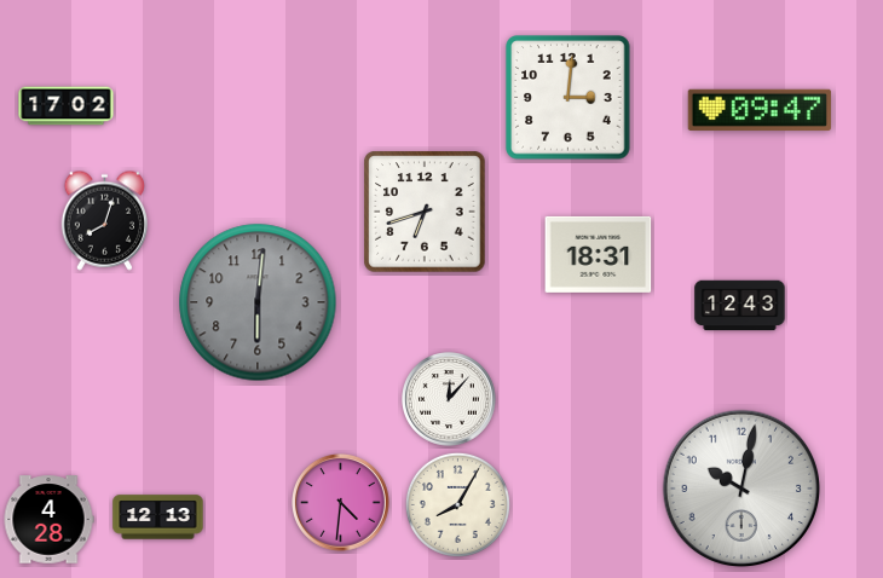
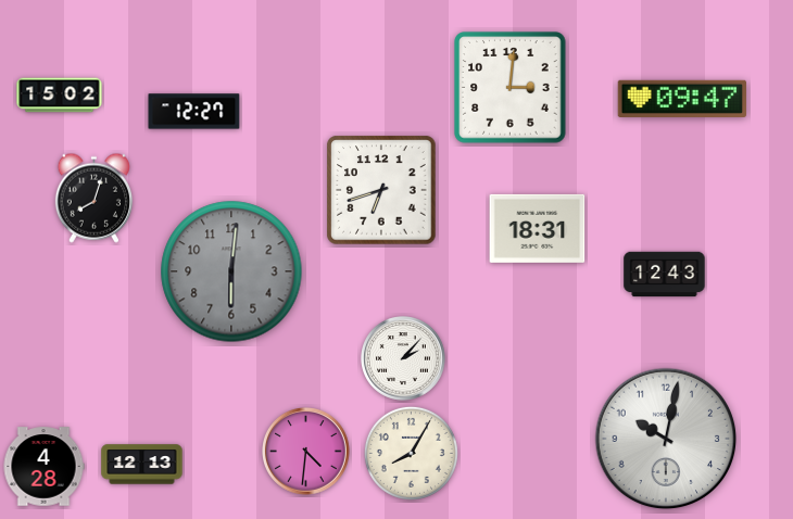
clock at (67, 106): 17:02 -> 15:02
clock at (194, 112): none -> 12:27
clock at (450, 400): 12:07 -> 2:07
